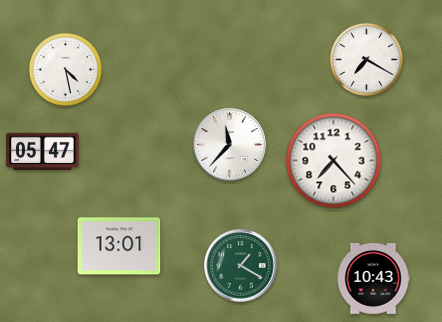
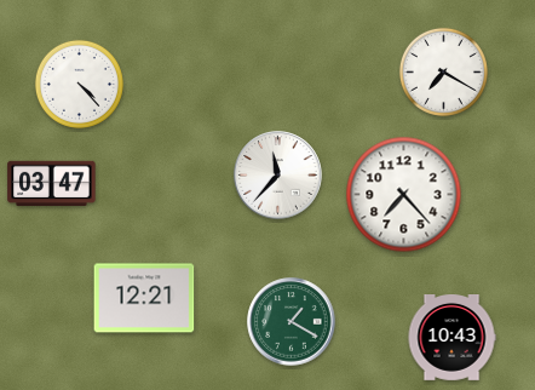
clock at (65, 69): 4:28 -> 4:23
clock at (43, 151): 05:47 -> 03:47
clock at (119, 246): 13:01 -> 12:21
